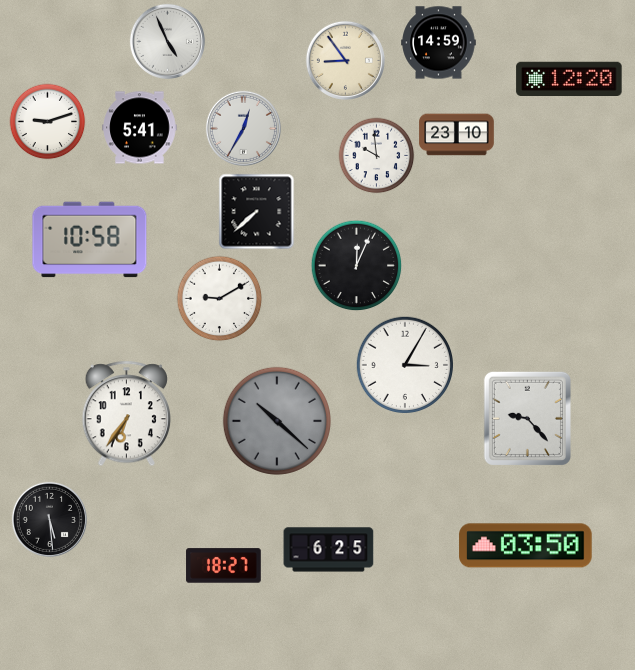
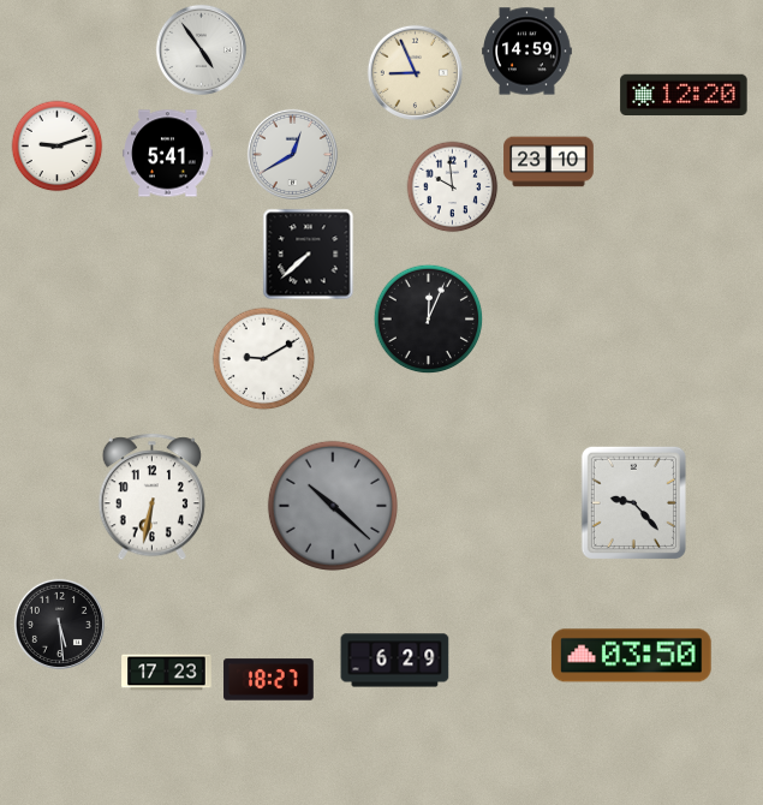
clock at (167, 41): 4:56 -> 4:54
clock at (345, 60): 8:54 -> 8:56
clock at (243, 128): 12:35 -> 12:40
clock at (90, 240): 10:58 -> none
clock at (404, 364): 3:05 -> none
clock at (126, 414): 6:36 -> 6:32
clock at (329, 550): 6:25 -> 6:29
clock at (167, 673): none -> 17:23
